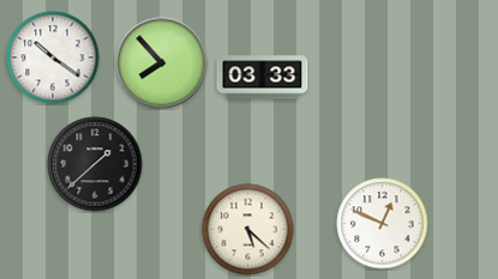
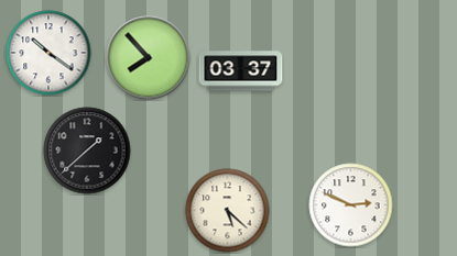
clock at (263, 78): 03:33 -> 03:37
clock at (383, 224): 12:49 -> 2:49
